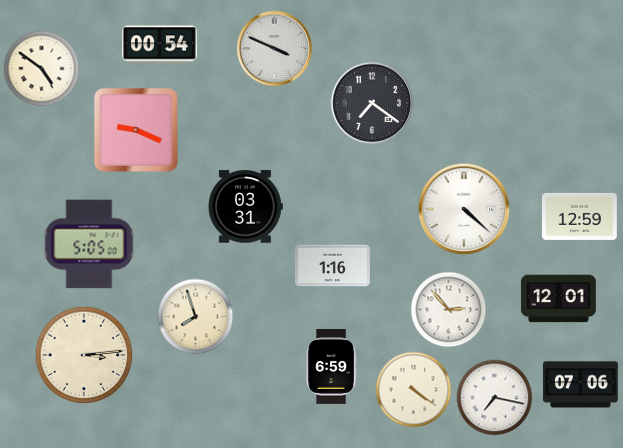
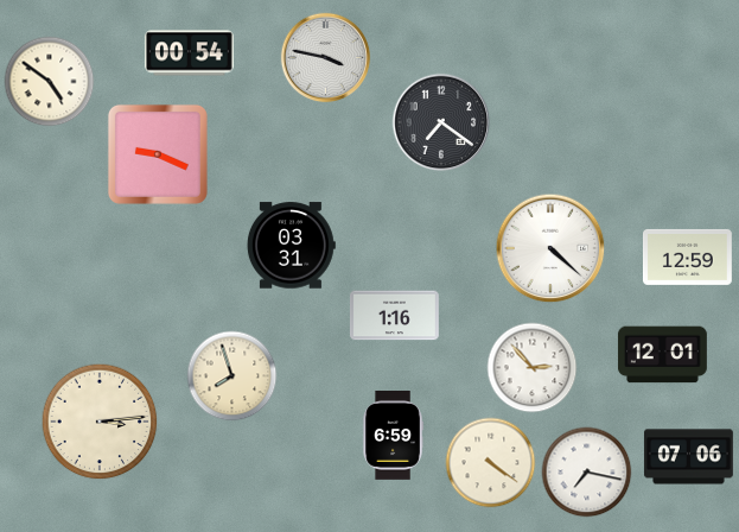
clock at (275, 49): 3:49 -> 3:47
clock at (136, 130) position: (136, 130) -> (158, 154)
clock at (89, 244): 5:05 -> none
